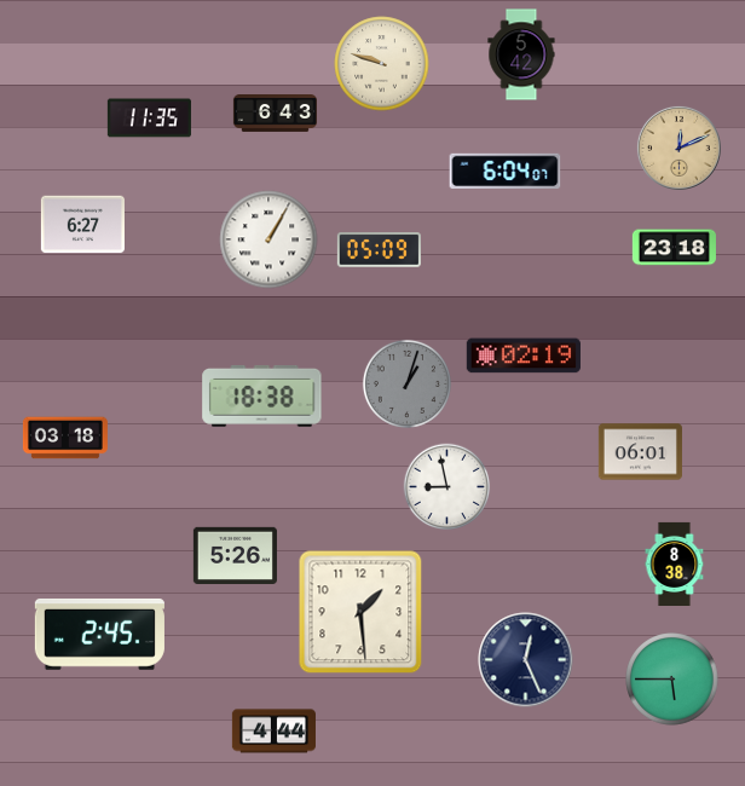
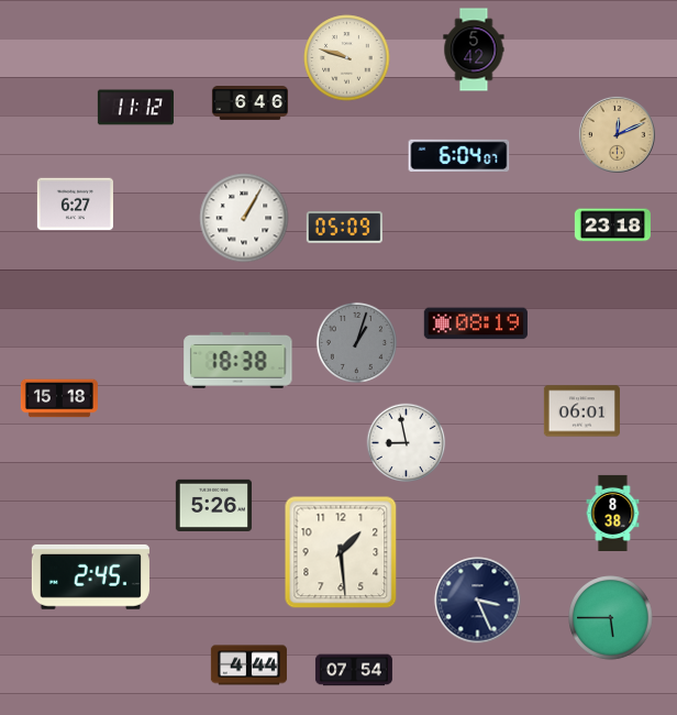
clock at (275, 114): 6:43 -> 6:46
clock at (149, 119): 11:35 -> 11:12
clock at (524, 356): 02:19 -> 08:19
clock at (406, 383) position: (406, 383) -> (356, 342)
clock at (65, 438): 03:18 -> 15:18
clock at (360, 612) position: (360, 612) -> (341, 552)
clock at (526, 660): 12:26 -> 3:26
clock at (354, 670): none -> 07:54
